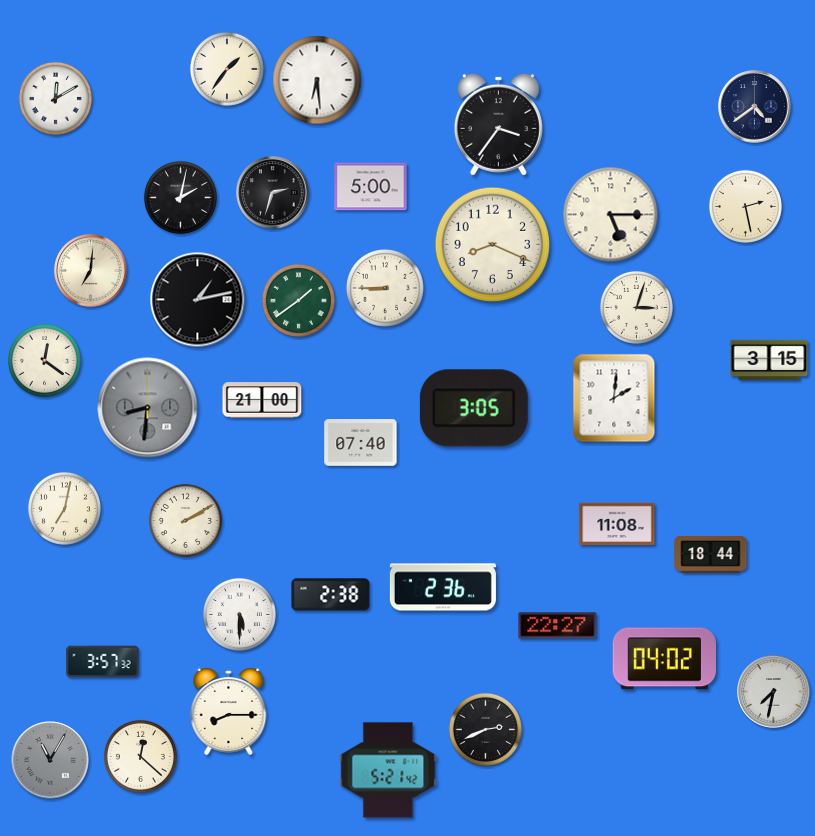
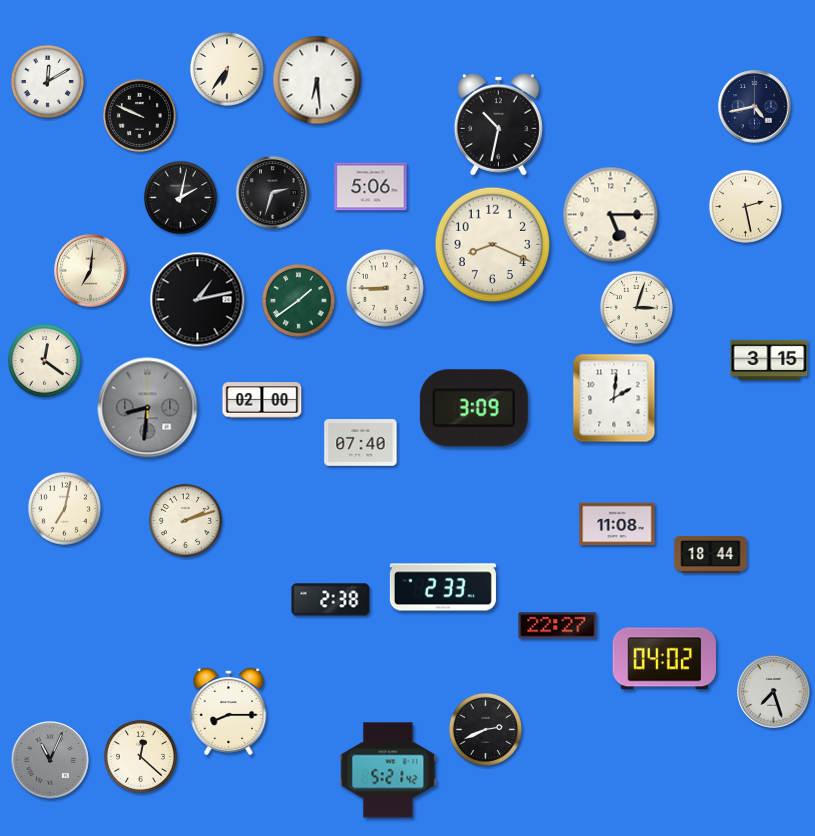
clock at (227, 69): 1:36 -> 6:36
clock at (55, 98) position: (55, 98) -> (47, 81)
clock at (755, 107): 4:39 -> 4:43
clock at (139, 115): none -> 9:49
clock at (498, 124): 3:36 -> 10:32
clock at (371, 187): 5:00 -> 5:06
clock at (262, 400): 21:00 -> 02:00
clock at (474, 408): 3:05 -> 3:09
clock at (185, 520): 2:10 -> 2:12
clock at (443, 587): 2:36 -> 2:33
clock at (331, 595) position: (331, 595) -> (331, 600)
clock at (239, 614): 5:30 -> none
clock at (103, 662): 3:57 -> none
clock at (774, 692): 7:32 -> 7:27
clock at (50, 760): 11:05 -> 11:04
